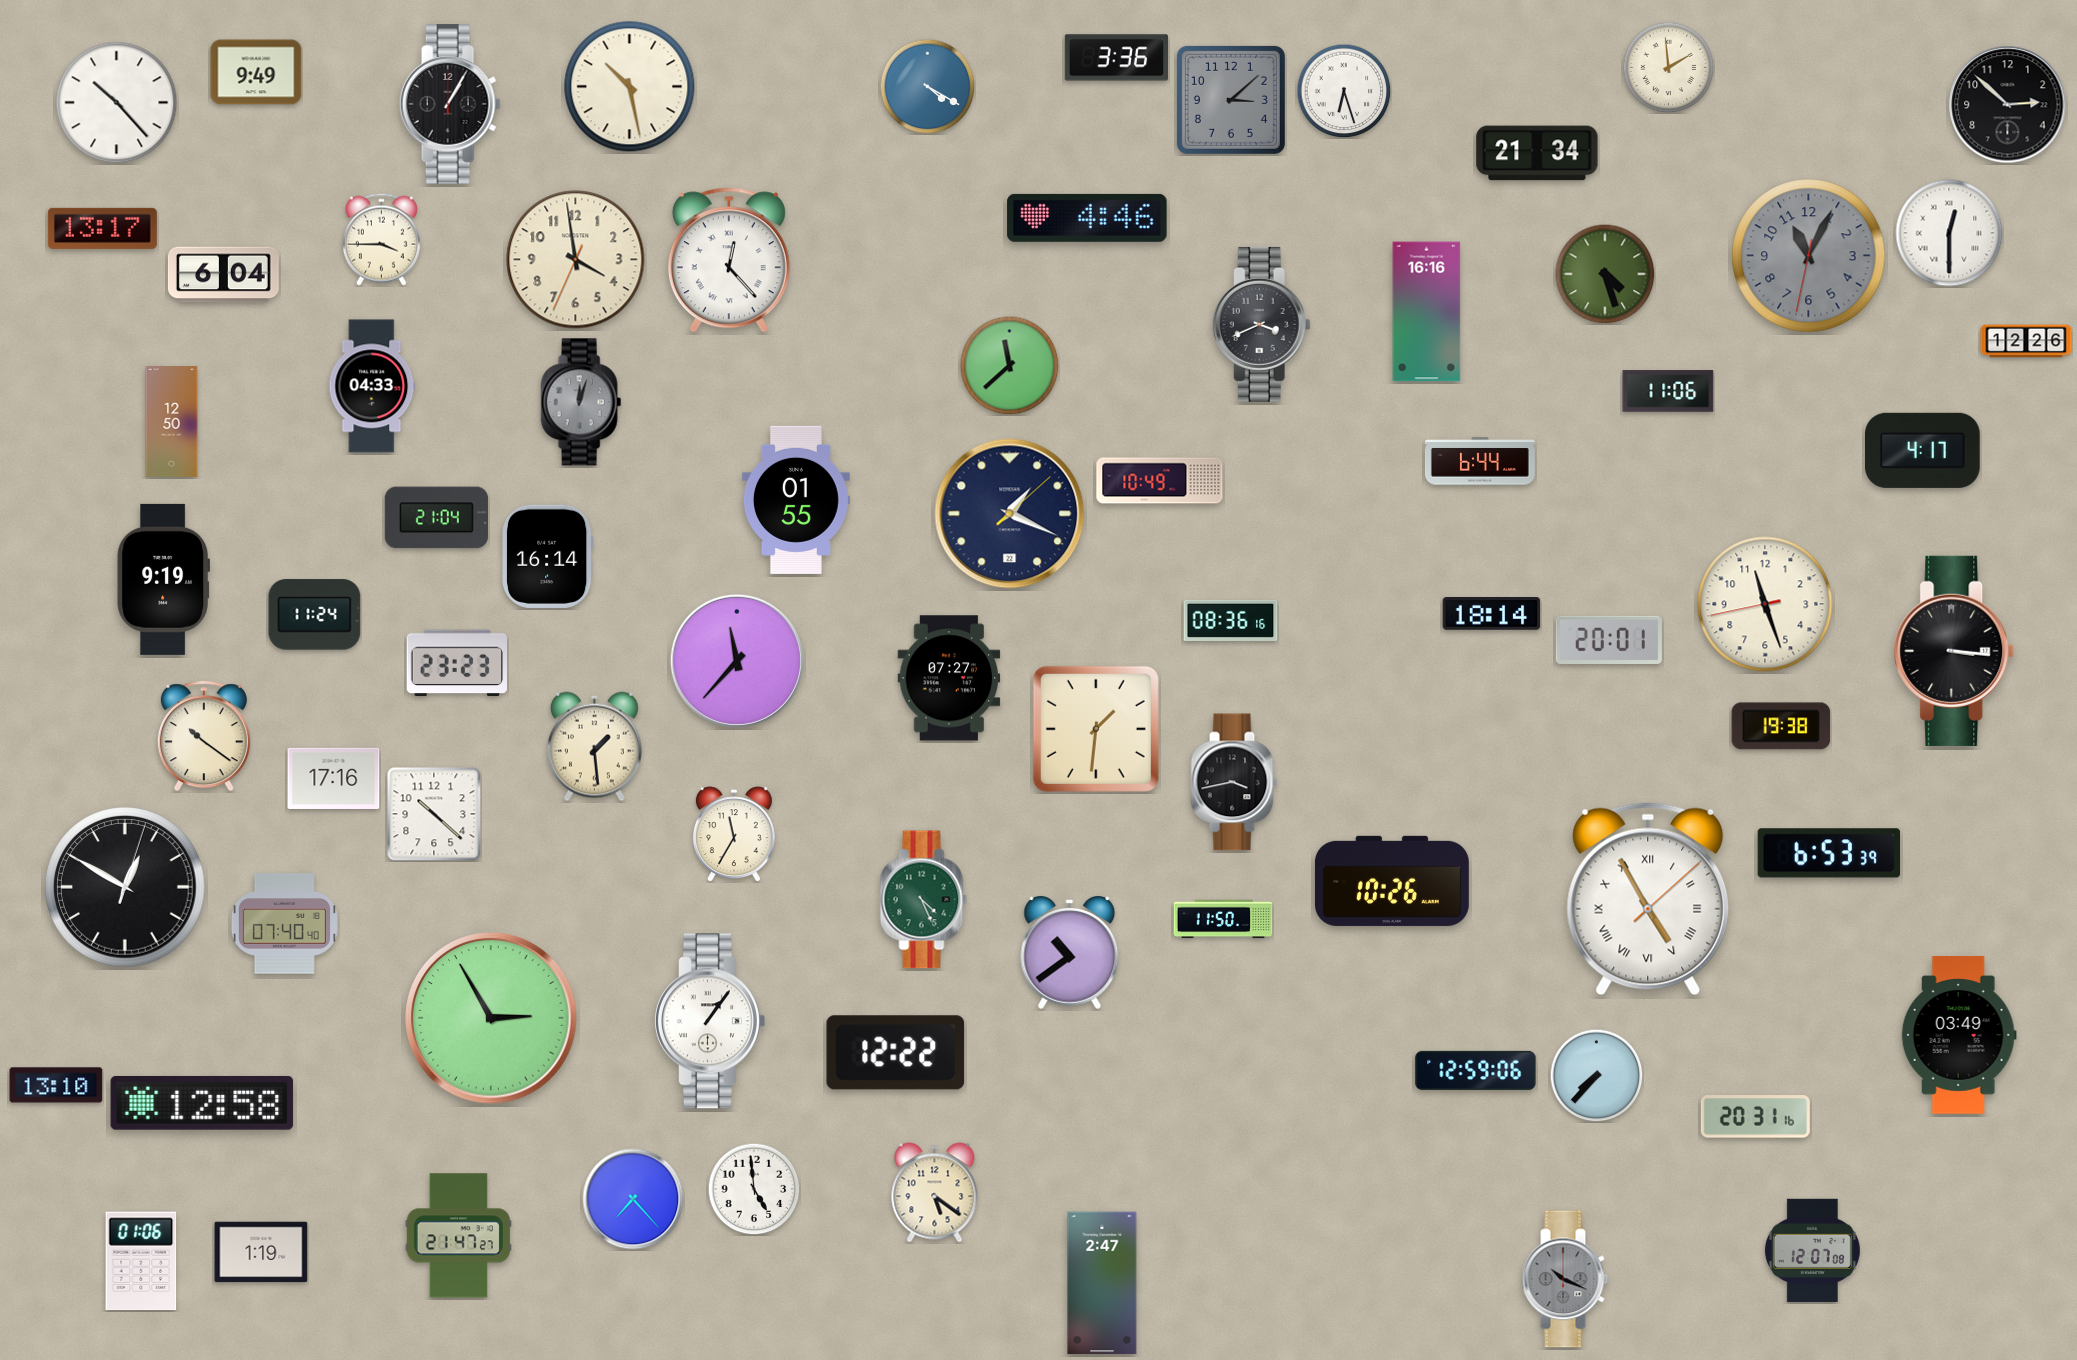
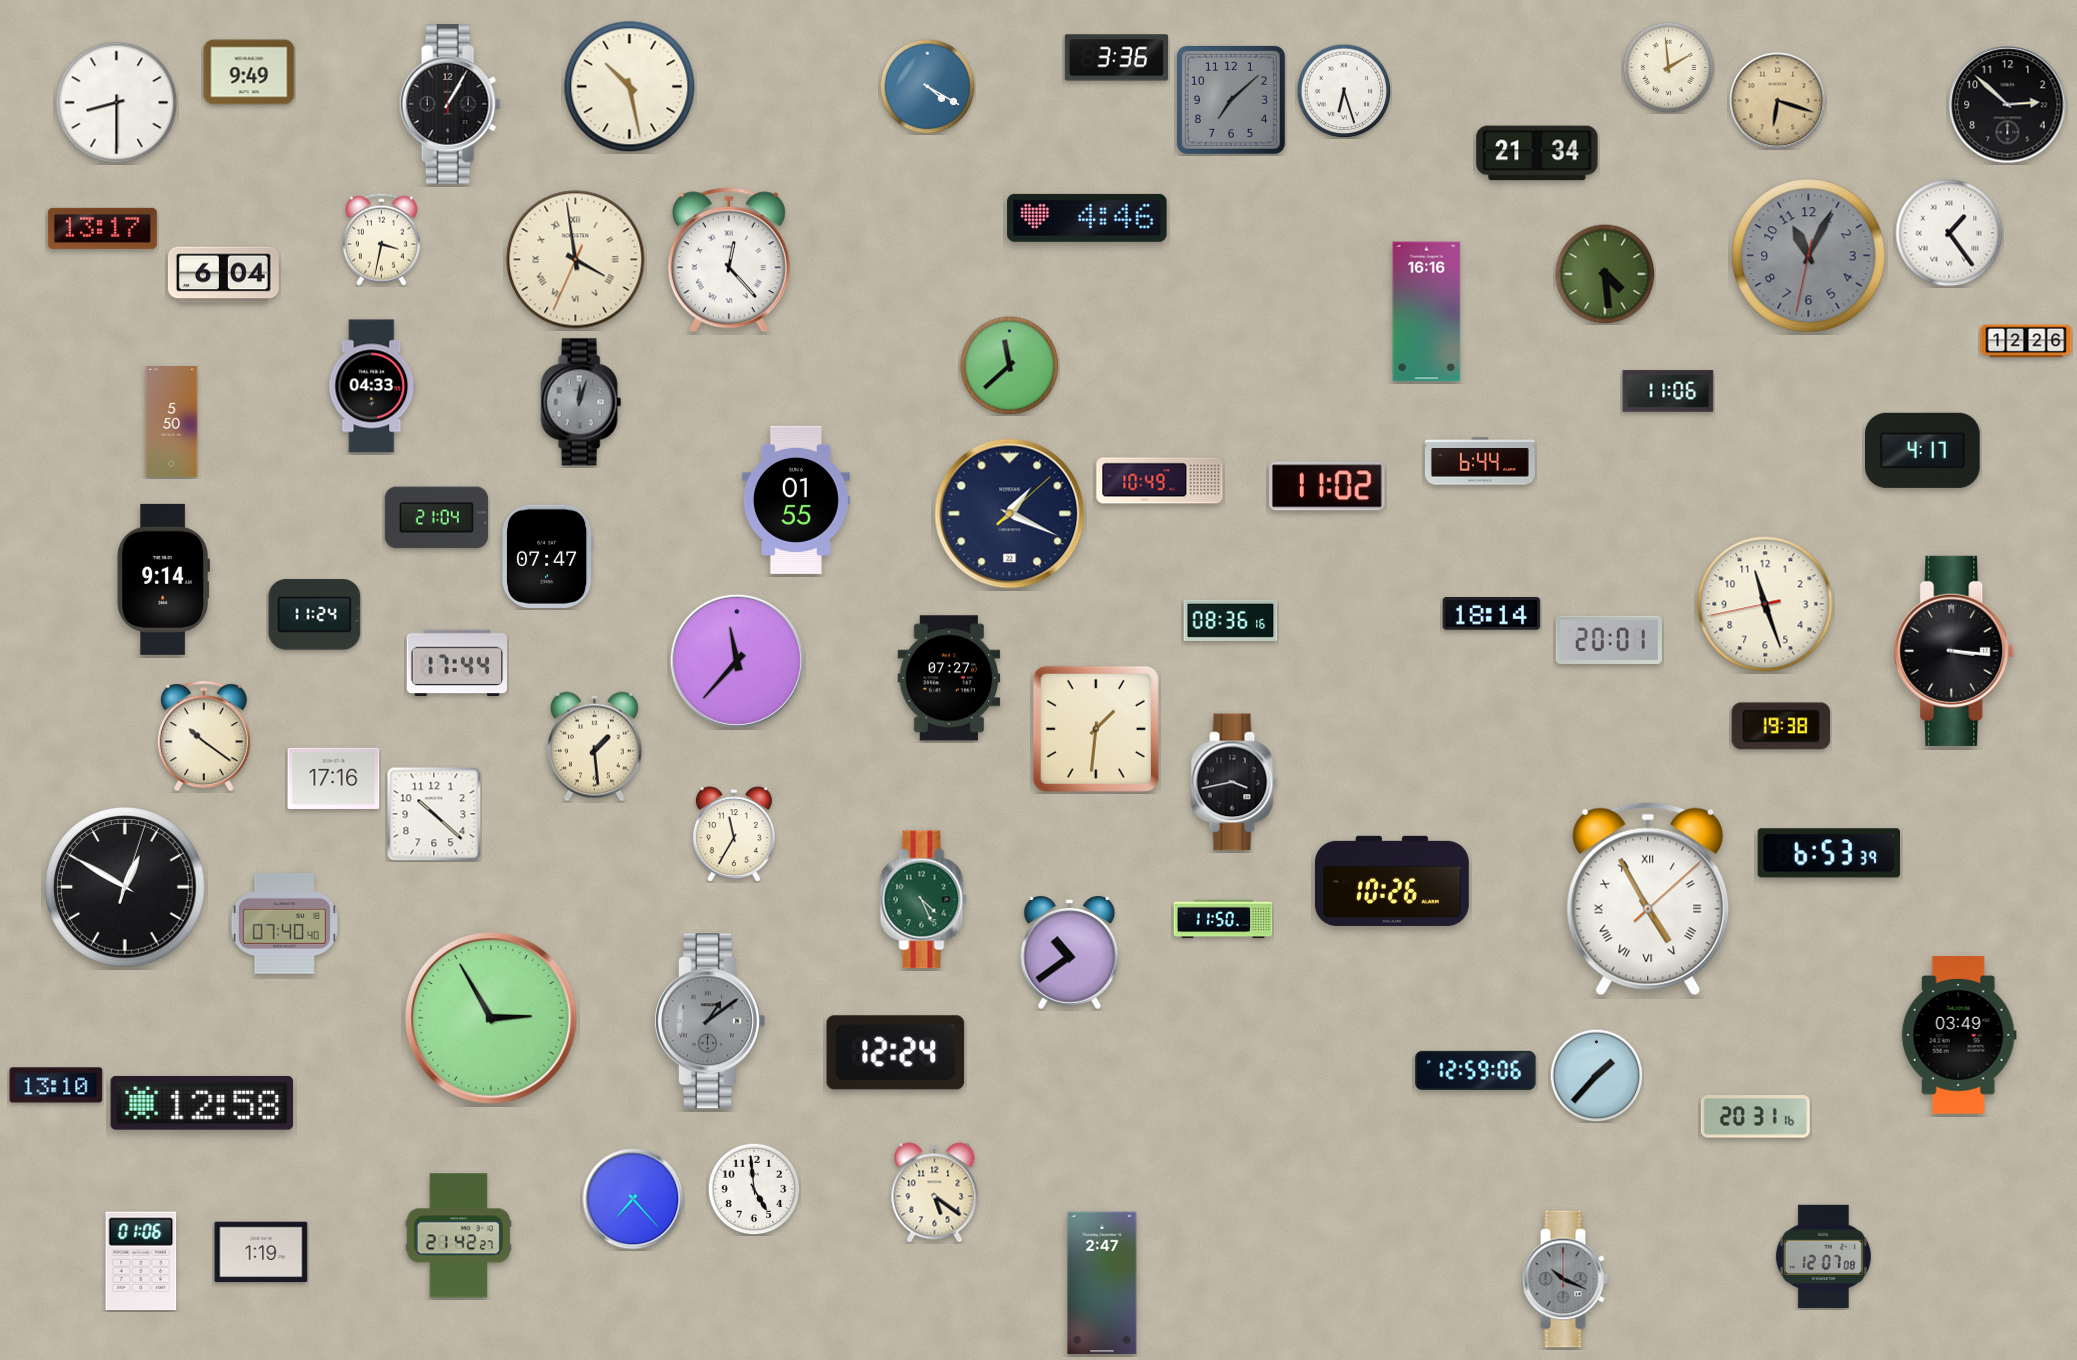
clock at (256, 72) position: (256, 72) -> (249, 72)
clock at (1231, 100): 3:08 -> 7:08
clock at (1778, 101): none -> 6:18
clock at (117, 103): 10:23 -> 8:30
clock at (1949, 233): 12:30 -> 1:24
clock at (381, 239): 3:45 -> 3:32
clock at (576, 260) numerals: Arabic -> Roman
clock at (1605, 274): 4:27 -> 4:29
clock at (1261, 324): 3:41 -> none
clock at (172, 422): 12:50 -> 5:50
clock at (1328, 486): none -> 11:02
clock at (547, 556): 16:14 -> 07:47
clock at (163, 579): 9:19 -> 9:14
clock at (457, 663): 23:23 -> 17:44
clock at (709, 1021): 1:06 -> 1:09
clock at (709, 1021) dial: white -> grey
clock at (896, 1053): 12:22 -> 12:24
clock at (1596, 1075): 7:37 -> 1:37
clock at (458, 1236): 21:47 -> 21:42
clock at (1812, 1250) position: (1812, 1250) -> (1823, 1256)
